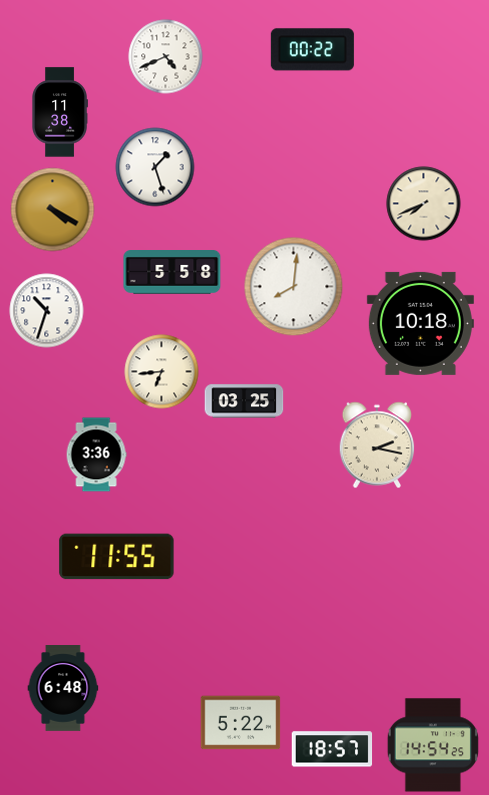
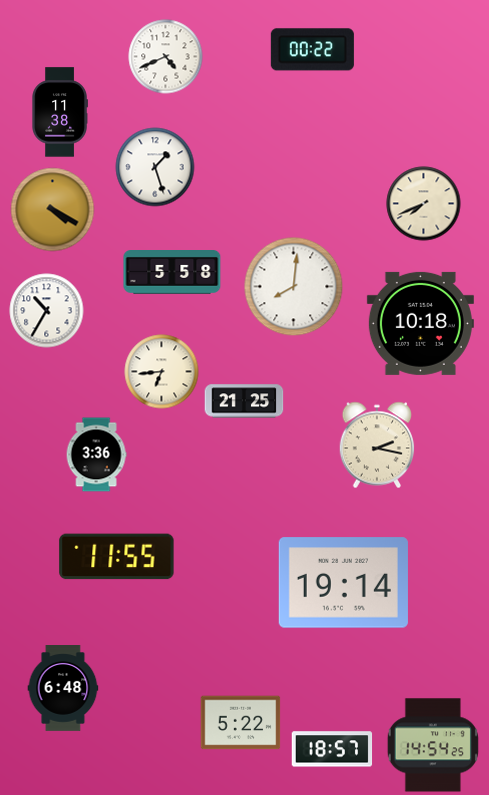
clock at (47, 311): 10:33 -> 10:35
clock at (244, 401): 03:25 -> 21:25
clock at (343, 583): none -> 19:14
